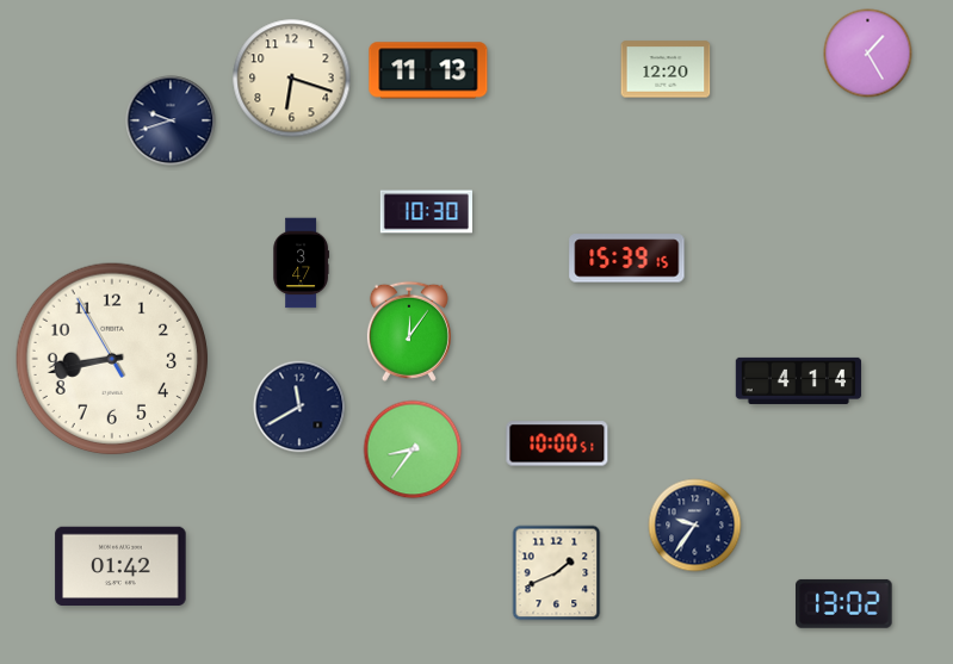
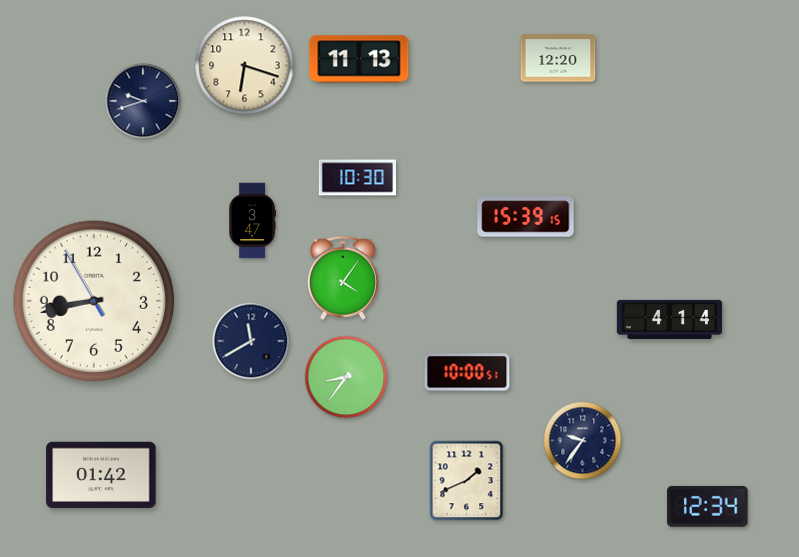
clock at (868, 54): 1:25 -> none
clock at (409, 331): 12:06 -> 4:06
clock at (844, 603): 13:02 -> 12:34
